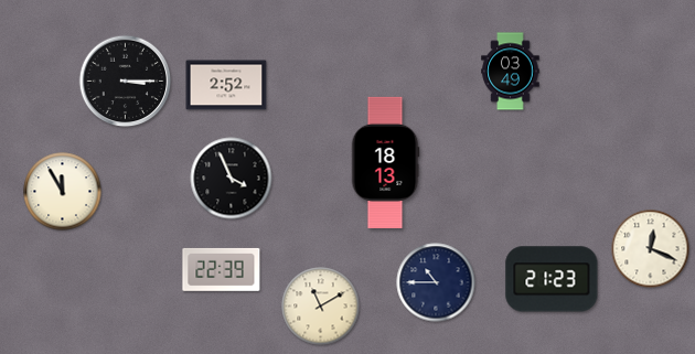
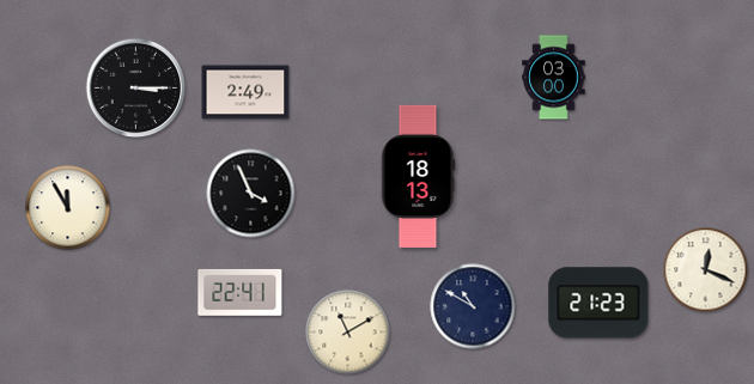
clock at (511, 72): 03:49 -> 03:00
clock at (226, 85): 2:52 -> 2:49
clock at (222, 269): 22:39 -> 22:41
clock at (436, 282): 10:45 -> 10:50
